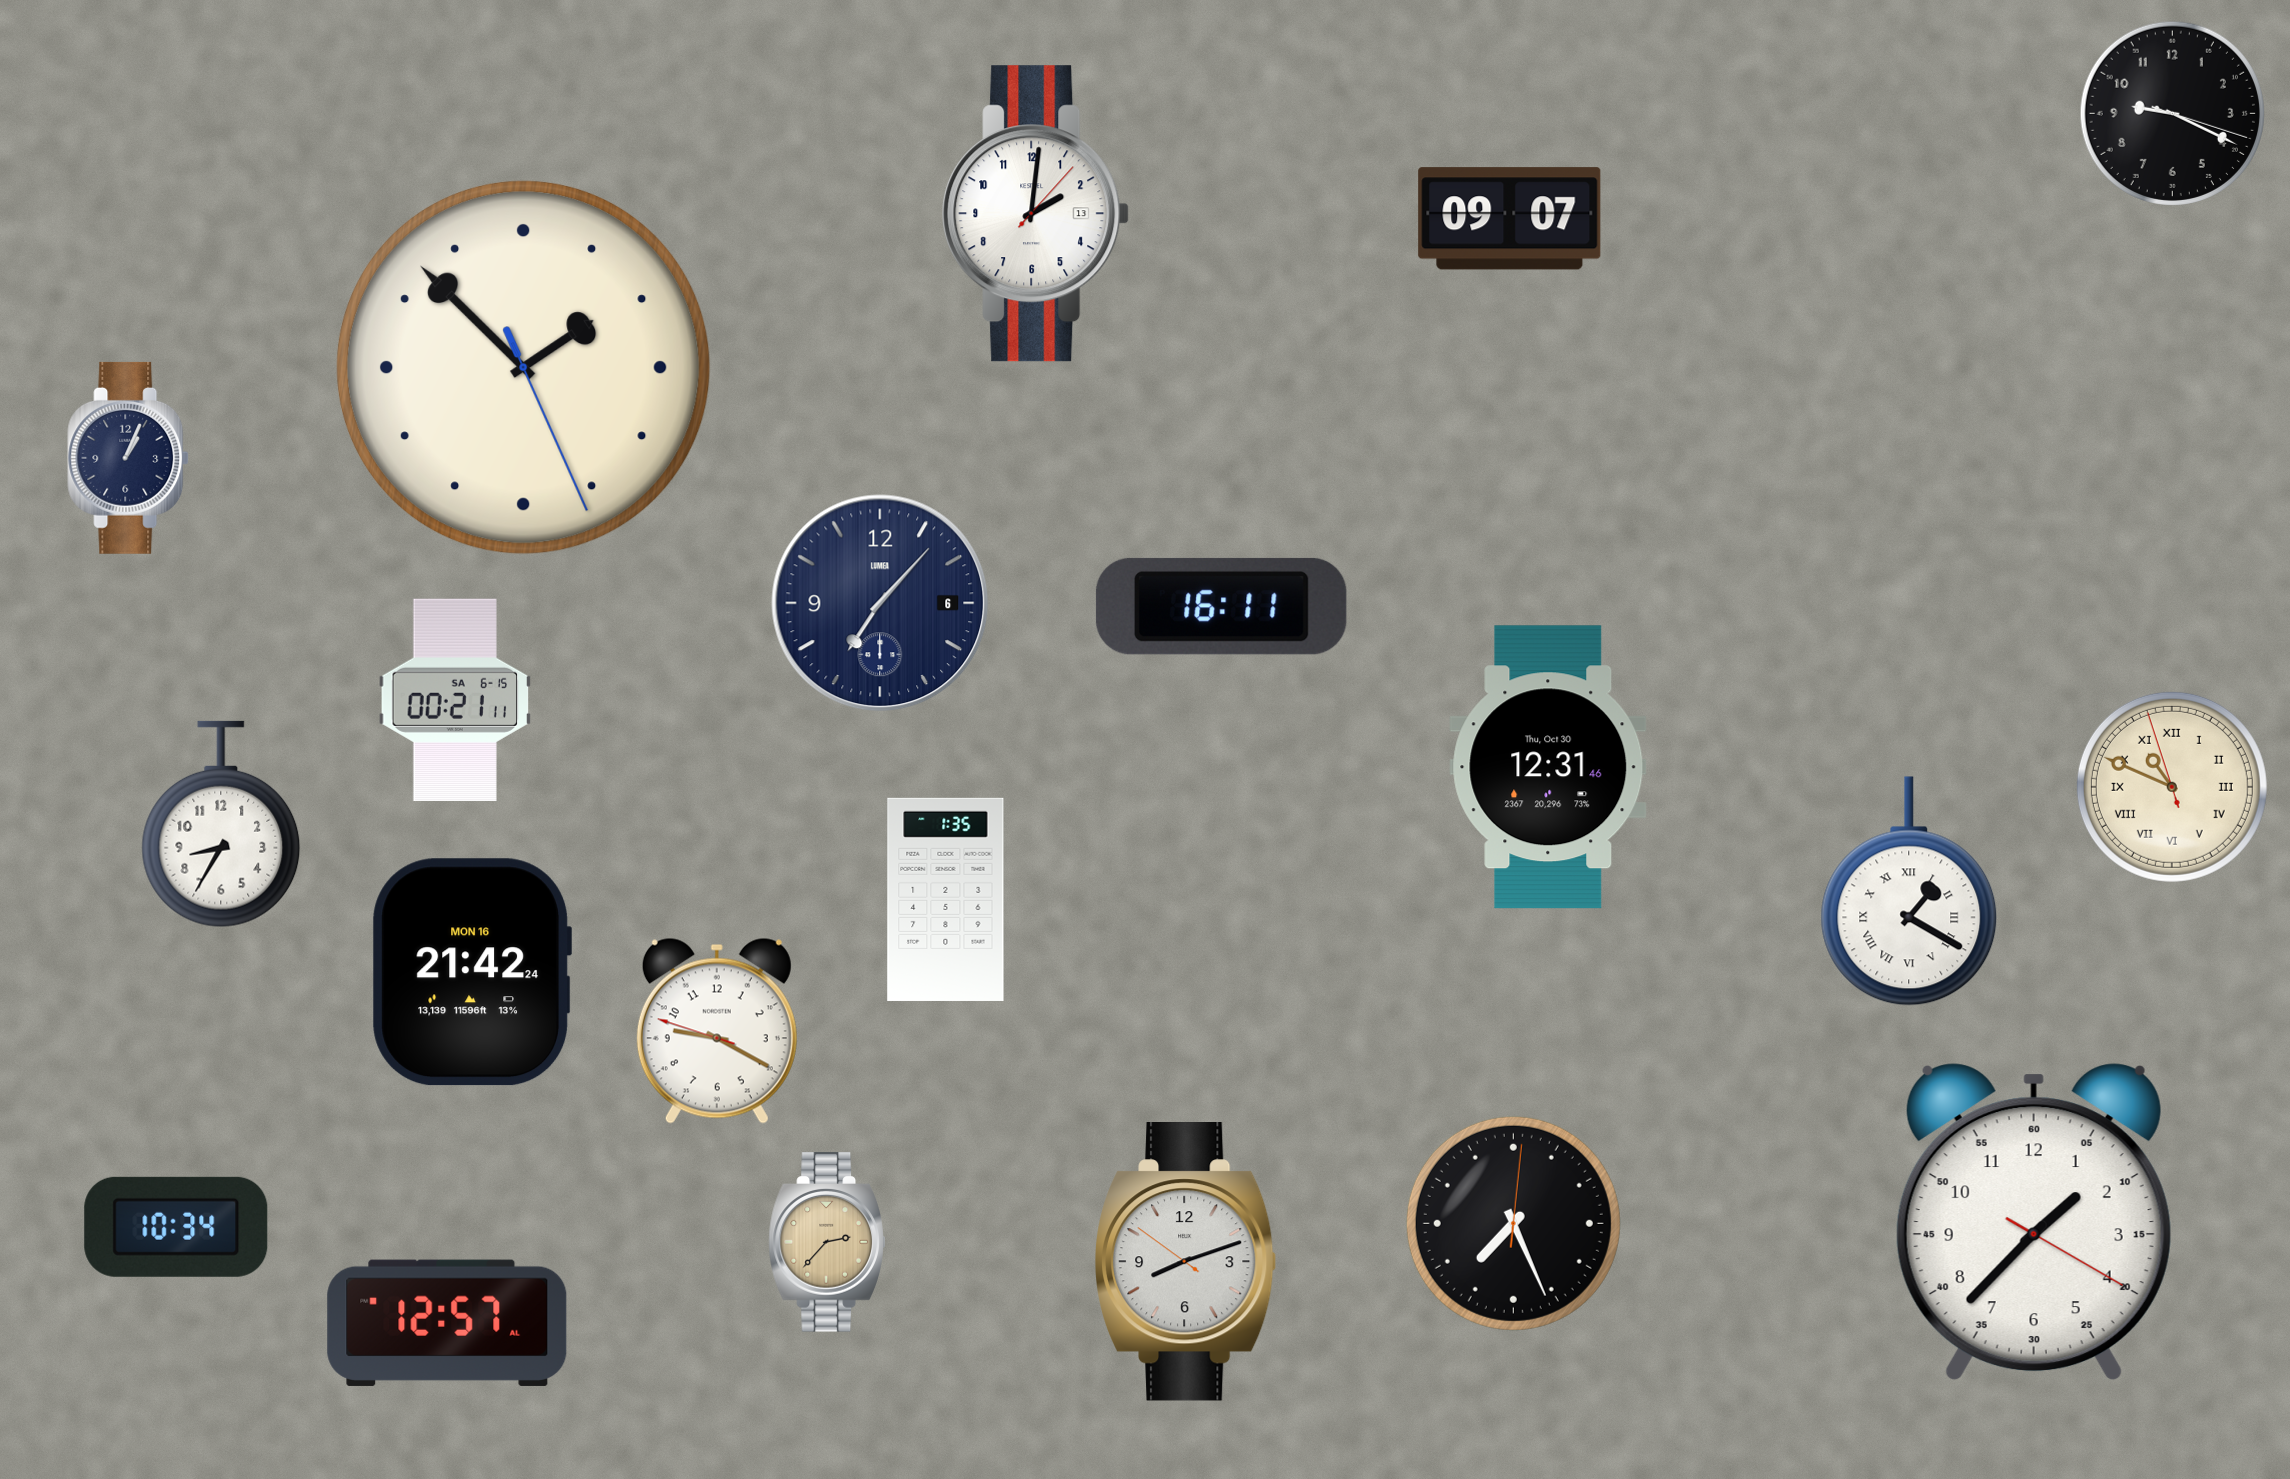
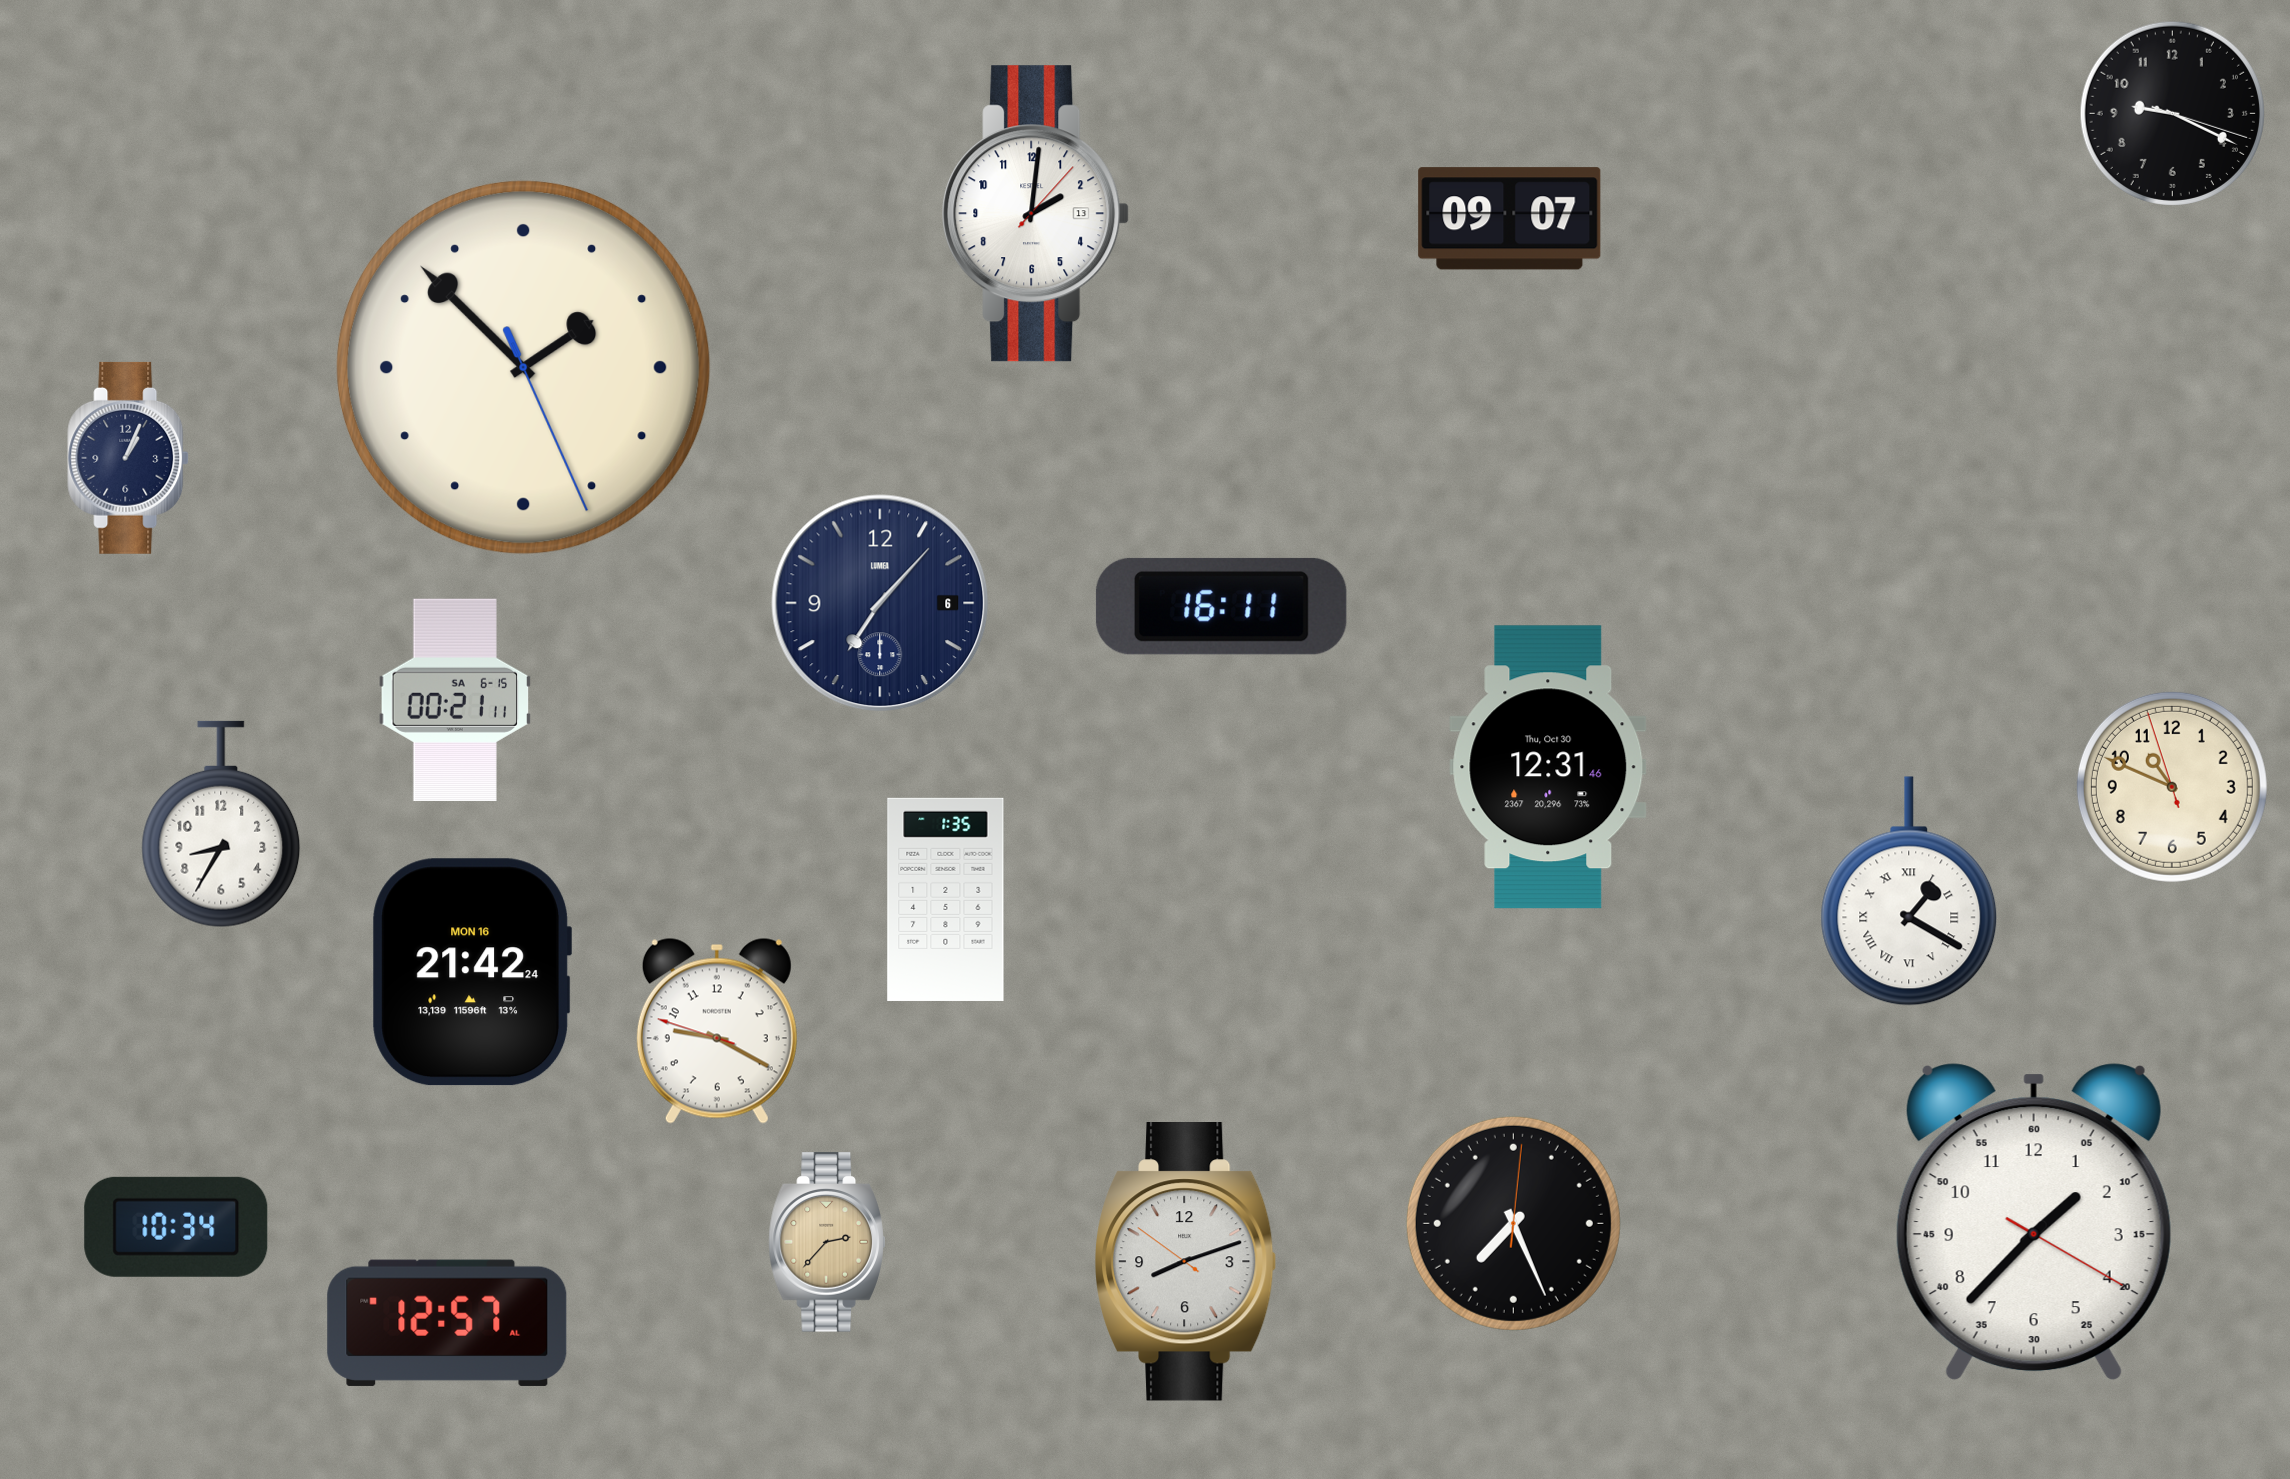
clock at (2172, 787) numerals: Roman -> Arabic
